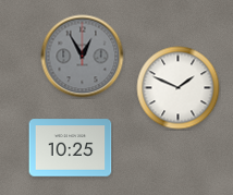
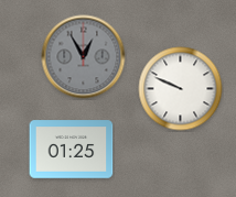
clock at (179, 88): 1:49 -> 9:49
clock at (71, 148): 10:25 -> 01:25
